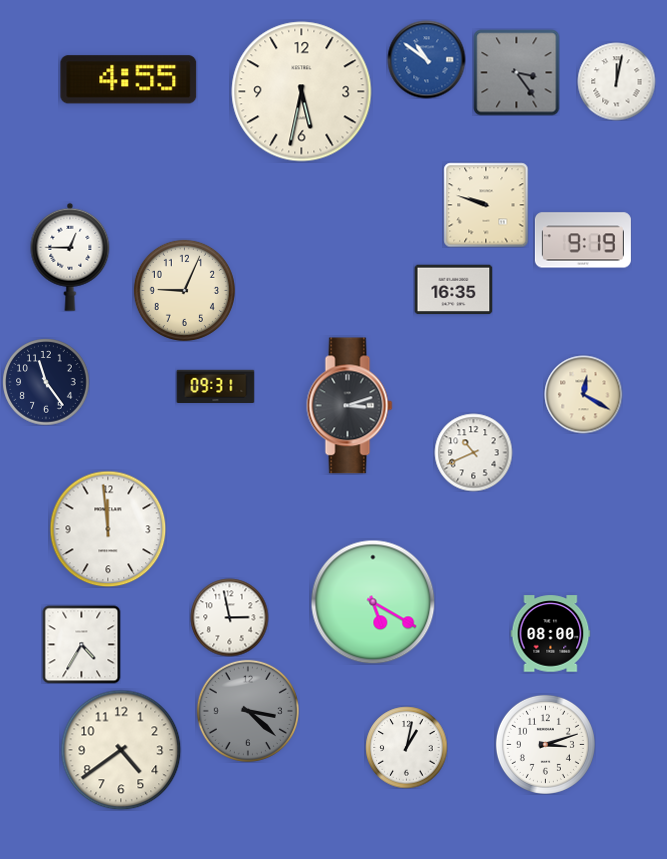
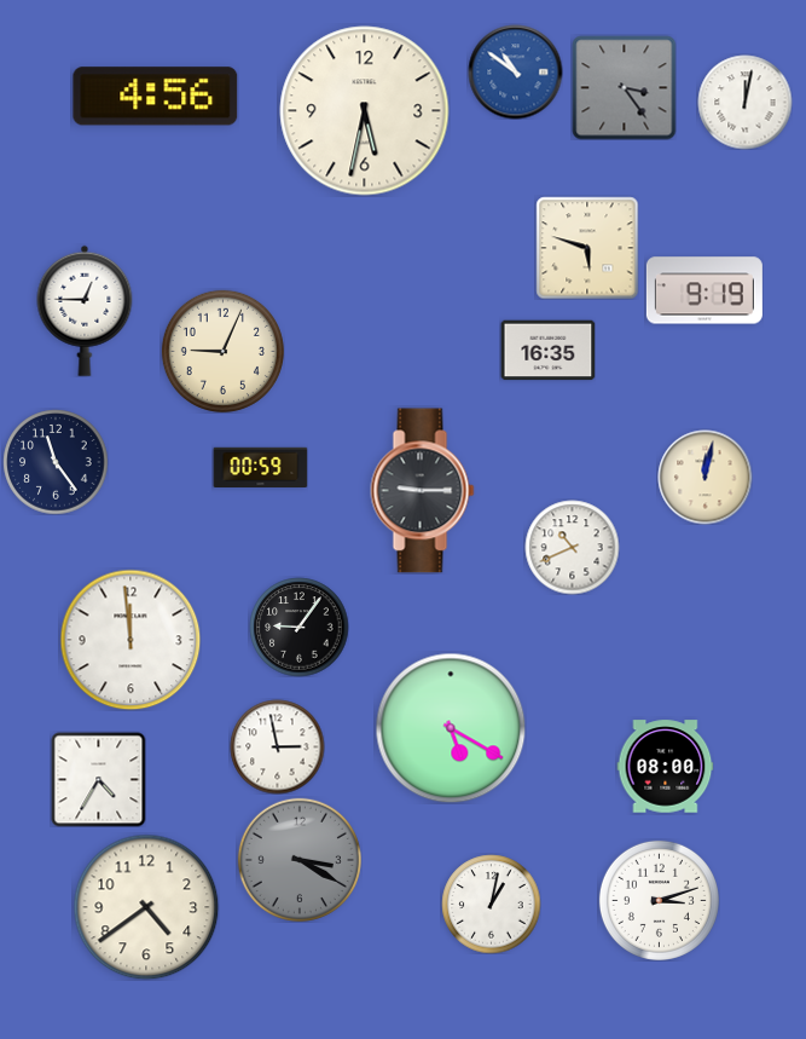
clock at (129, 80): 4:55 -> 4:56
clock at (616, 81) position: (616, 81) -> (744, 102)
clock at (486, 205): 9:48 -> 5:48
clock at (215, 386): 09:31 -> 00:59
clock at (583, 394): 12:20 -> 12:02
clock at (350, 406): 3:12 -> 9:15
clock at (298, 627): none -> 9:06
clock at (248, 711): 3:22 -> 3:20
